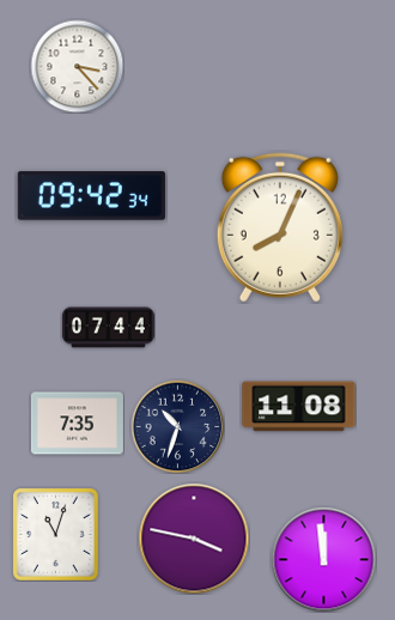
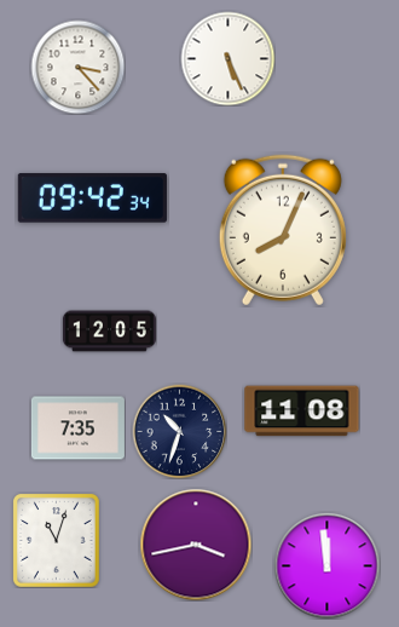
clock at (227, 58): none -> 5:26
clock at (108, 328): 07:44 -> 12:05
clock at (194, 539): 3:47 -> 3:43
